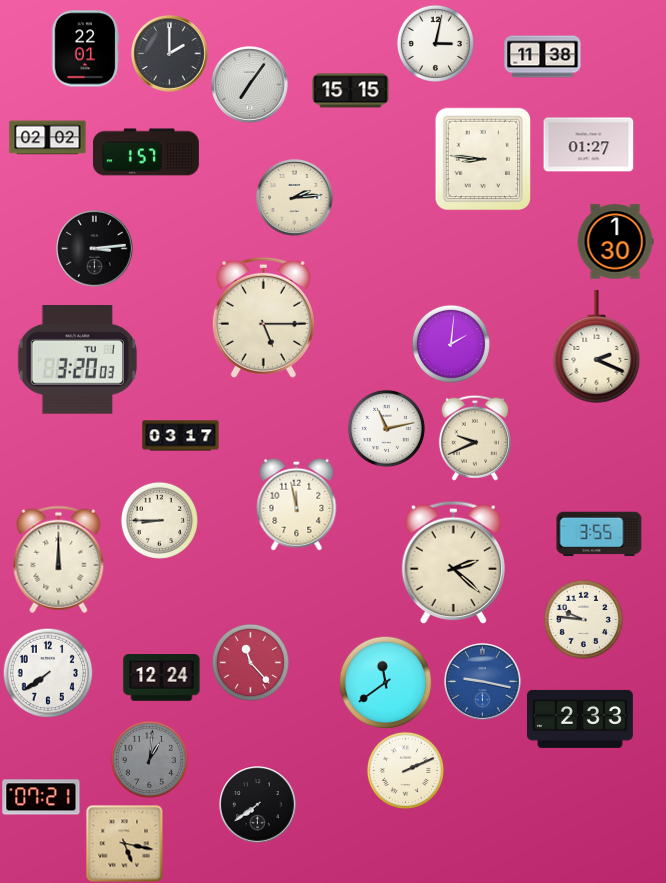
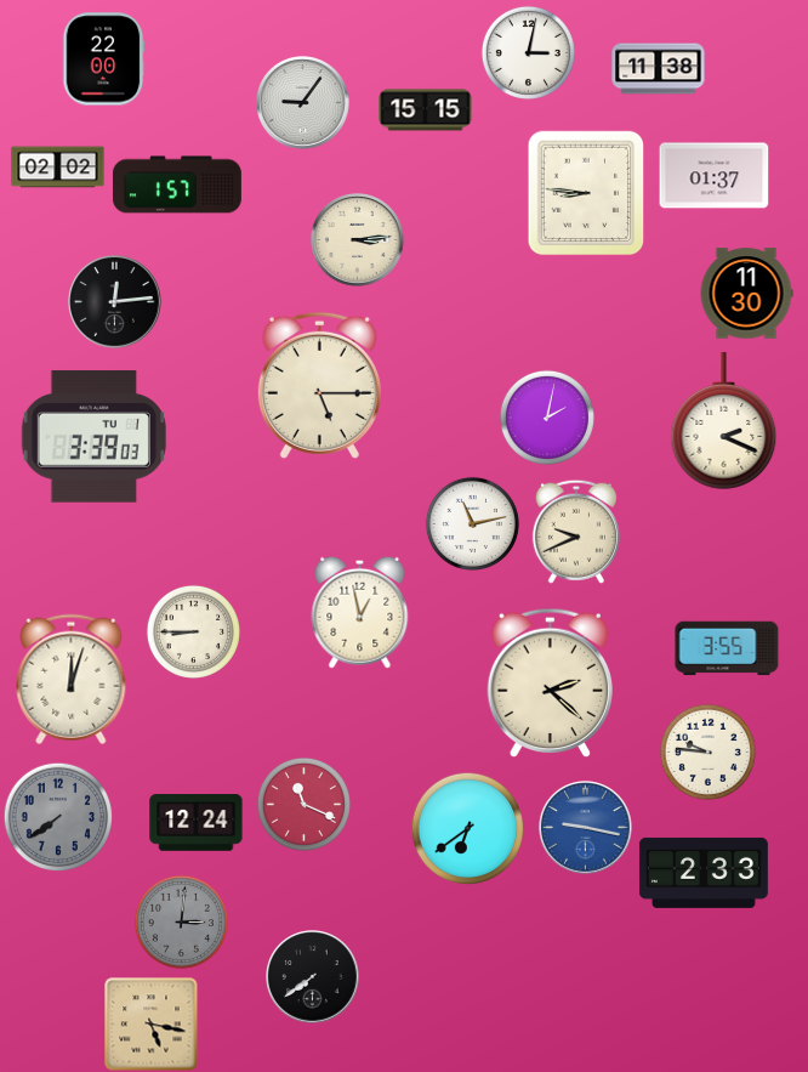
clock at (85, 49): 22:01 -> 22:00
clock at (170, 54): 2:00 -> none
clock at (250, 85): 7:06 -> 9:06
clock at (589, 145): 01:27 -> 01:37
clock at (295, 198): 2:14 -> 3:14
clock at (615, 242): 1:30 -> 11:30
clock at (95, 249): 3:14 -> 12:14
clock at (451, 344): 2:01 -> 2:02
clock at (77, 360): 3:20 -> 3:39
clock at (386, 428) position: (386, 428) -> (472, 523)
clock at (181, 436): 03:17 -> none
clock at (297, 504): 11:58 -> 12:58
clock at (59, 560): 12:00 -> 12:03
clock at (250, 662): 11:23 -> 11:19
clock at (48, 673) dial: white -> grey
clock at (385, 682): 11:39 -> 6:39
clock at (149, 759): 1:01 -> 3:01
clock at (405, 770): 2:11 -> none
clock at (41, 797): 07:21 -> none
